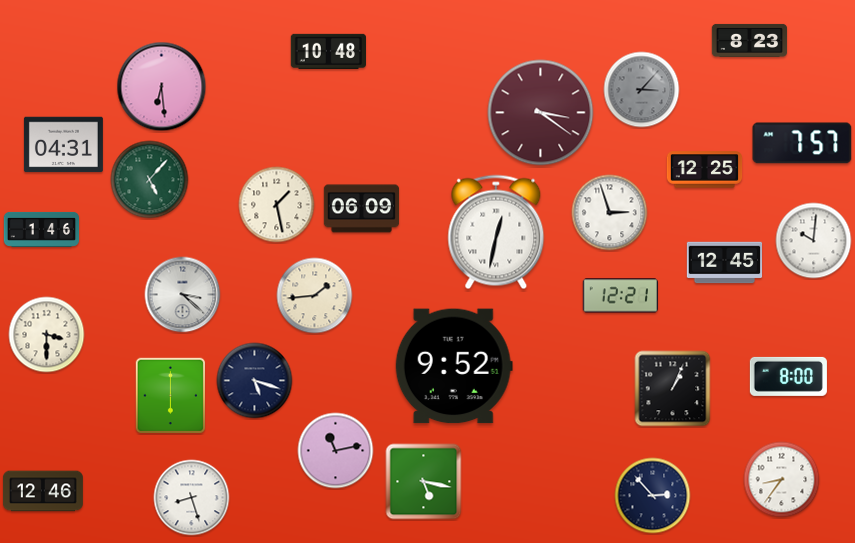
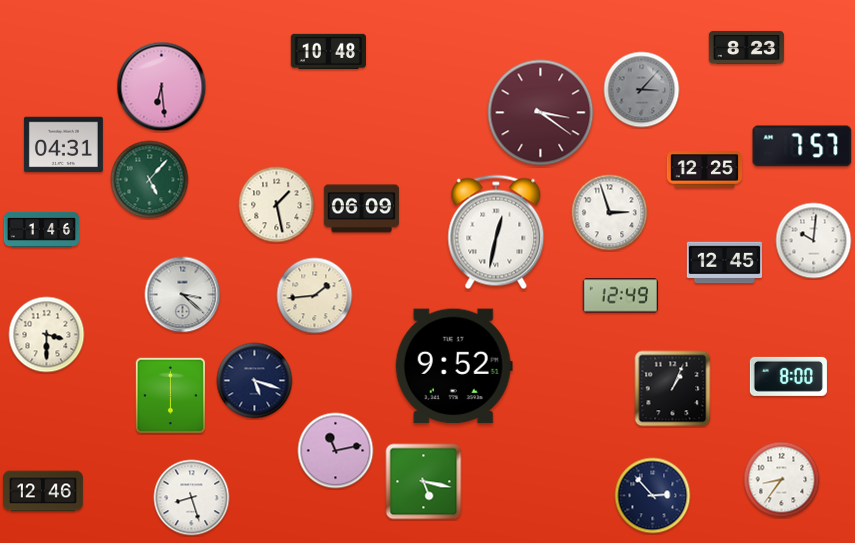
clock at (750, 40) position: (750, 40) -> (747, 47)
clock at (802, 143) position: (802, 143) -> (802, 146)
clock at (620, 296): 12:21 -> 12:49
